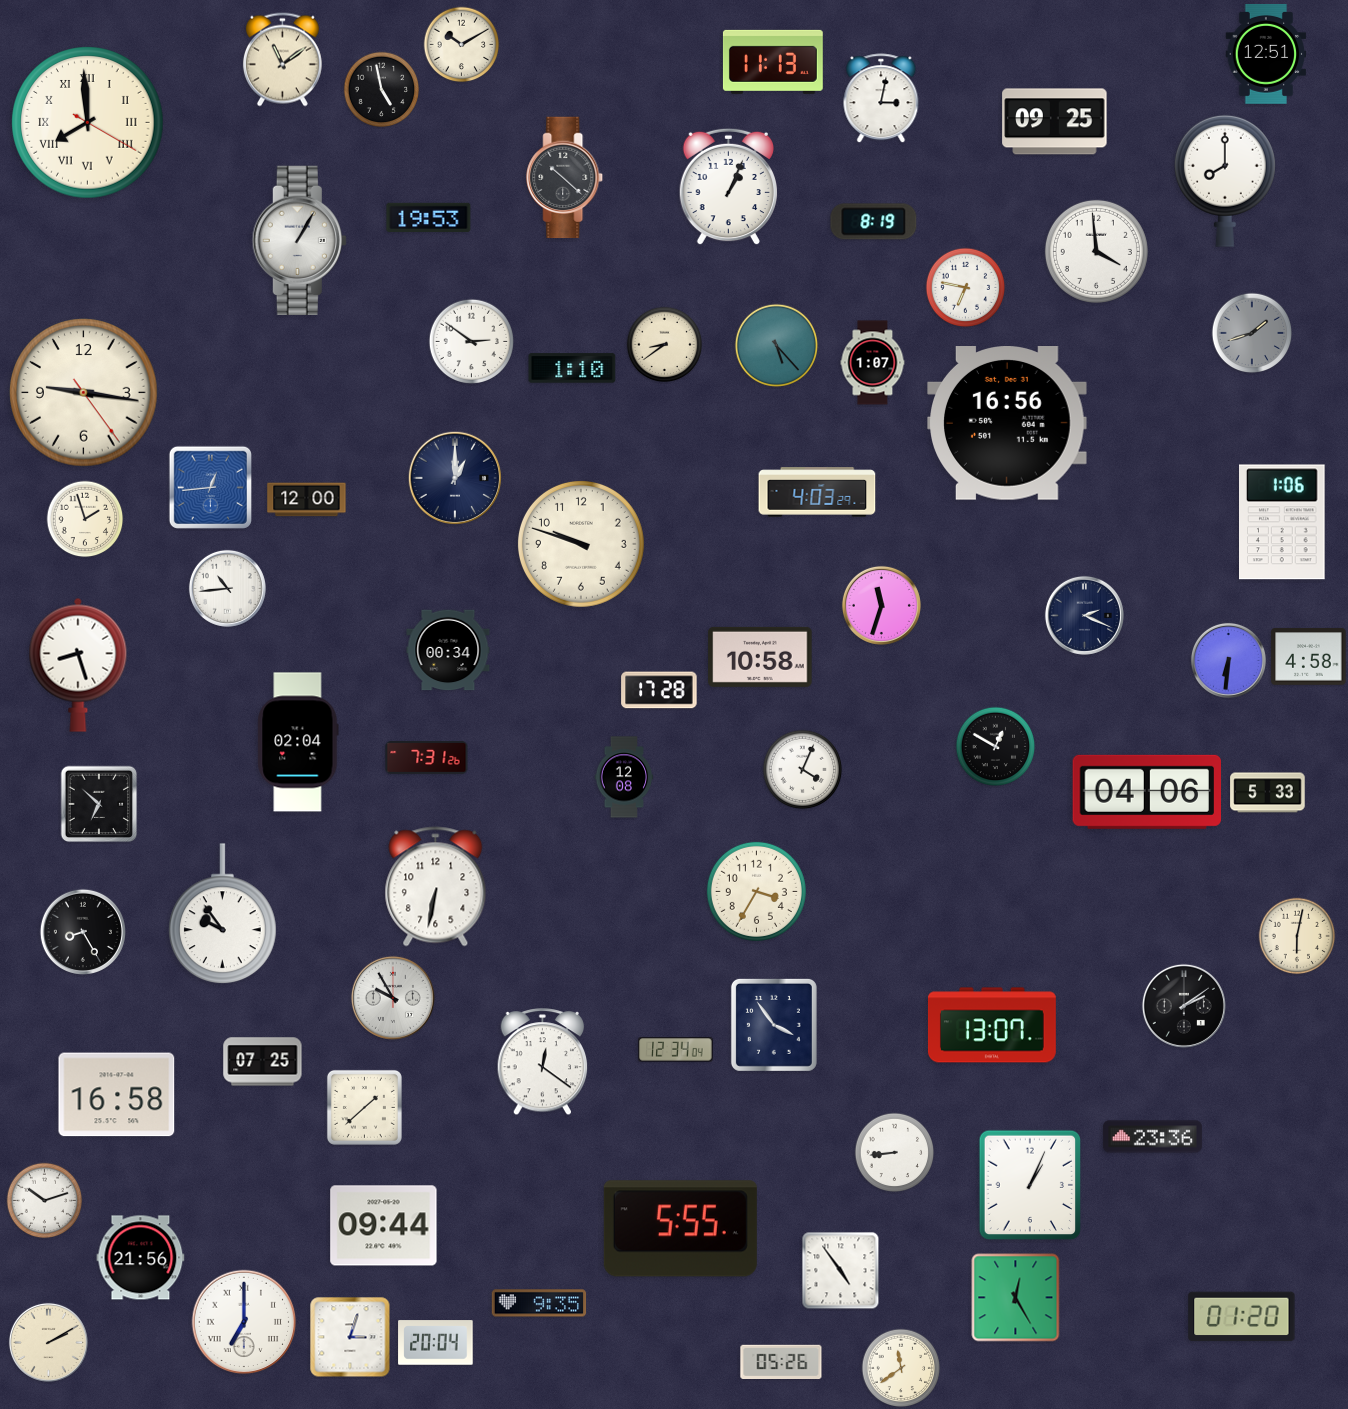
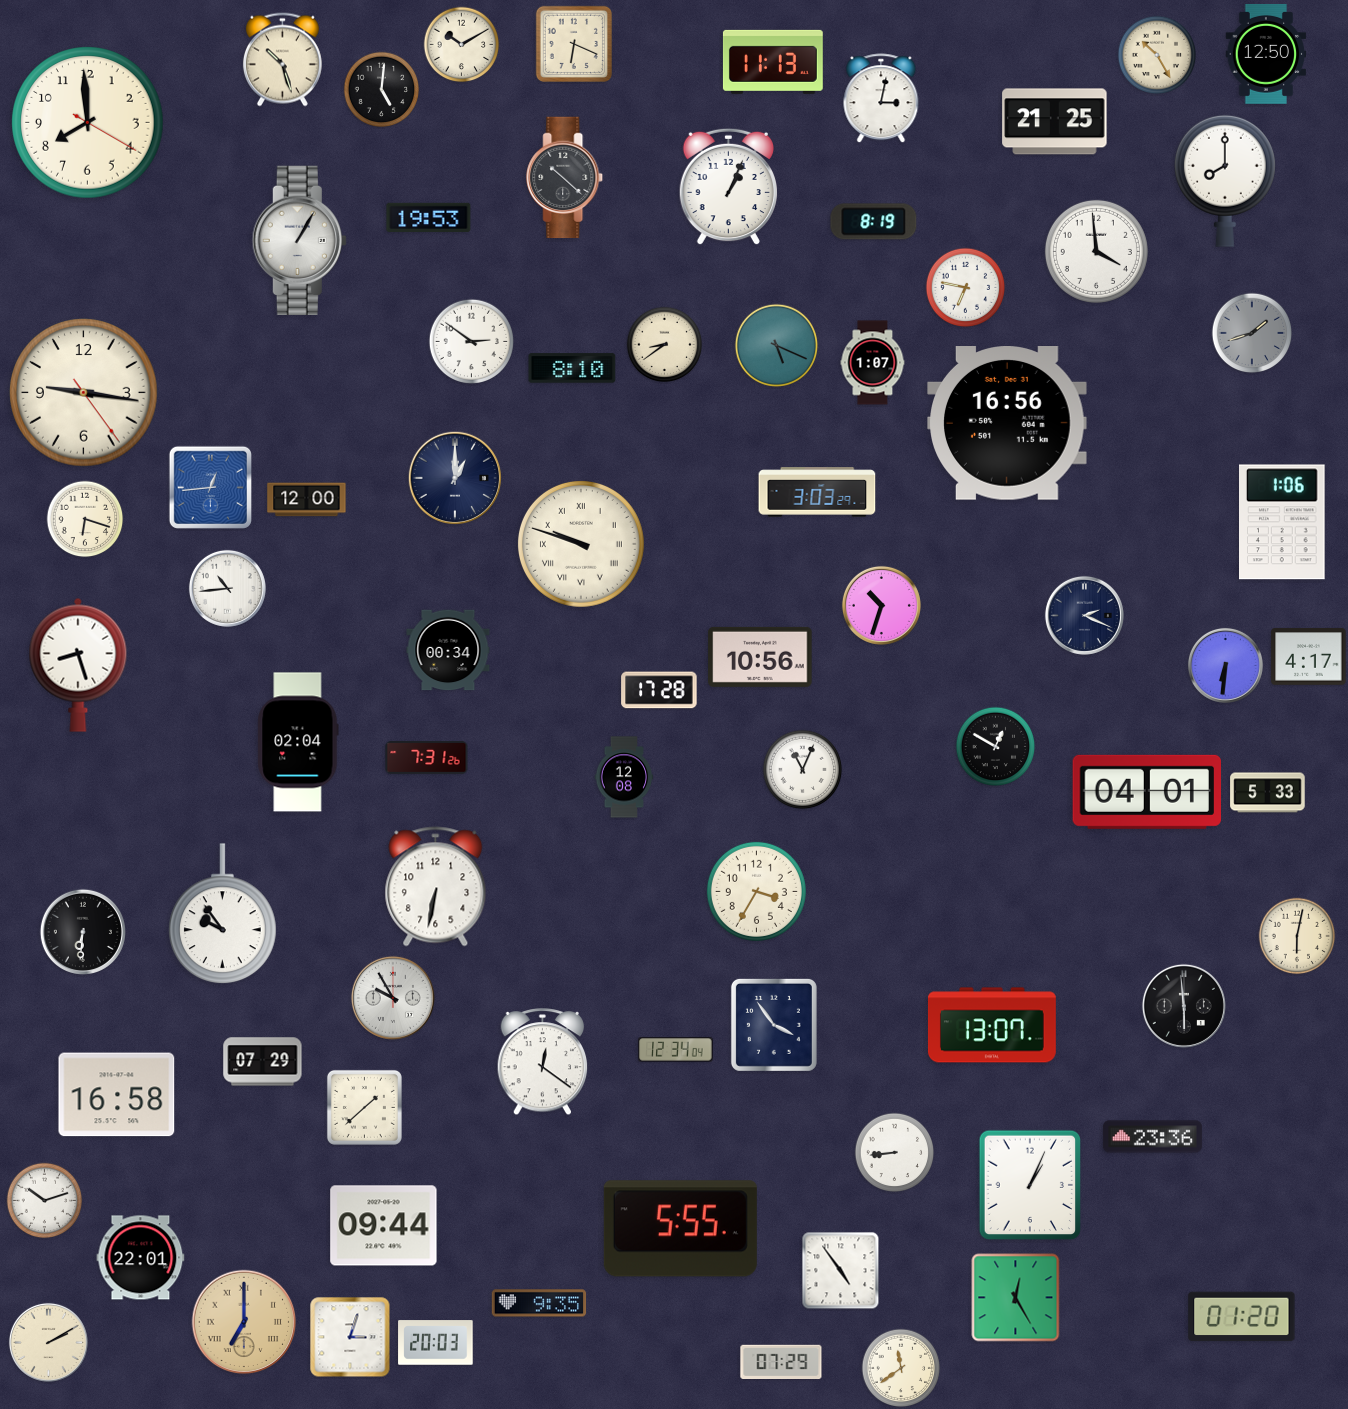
clock at (573, 43): none -> 6:19
clock at (1266, 54): 12:51 -> 12:50
clock at (1157, 55): none -> 10:25
clock at (282, 60): 11:09 -> 10:27
clock at (382, 90): 4:58 -> 5:01
clock at (1055, 122): 09:25 -> 21:25
clock at (88, 123) numerals: Roman -> Arabic
clock at (777, 346): 5:23 -> 5:19
clock at (572, 368): 1:10 -> 8:10
clock at (817, 492): 4:03 -> 3:03
clock at (85, 519): 1:57 -> 6:18
clock at (581, 544) numerals: Arabic -> Roman
clock at (881, 605): 11:33 -> 10:33
clock at (760, 657): 10:58 -> 10:56
clock at (1309, 657): 4:58 -> 4:17
clock at (1228, 660) position: (1228, 660) -> (1225, 665)
clock at (803, 770): 4:04 -> 11:04
clock at (1146, 792): 04:06 -> 04:01
clock at (99, 804): 6:52 -> none
clock at (83, 932): 8:25 -> 6:31
clock at (1184, 1006): 2:09 -> 5:59
clock at (263, 1062): 07:25 -> 07:29
clock at (141, 1258): 21:56 -> 22:01
clock at (244, 1322) dial: white -> champagne
clock at (436, 1343): 20:04 -> 20:03
clock at (781, 1361): 05:26 -> 07:29
